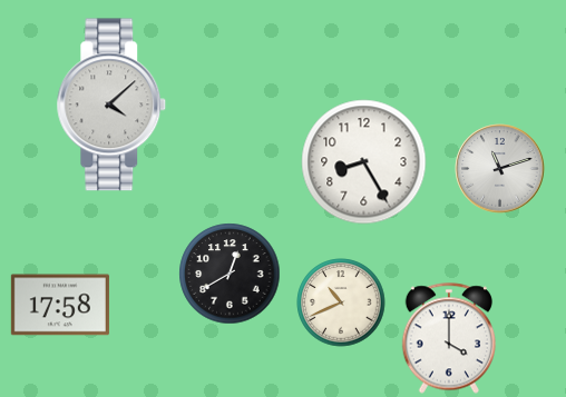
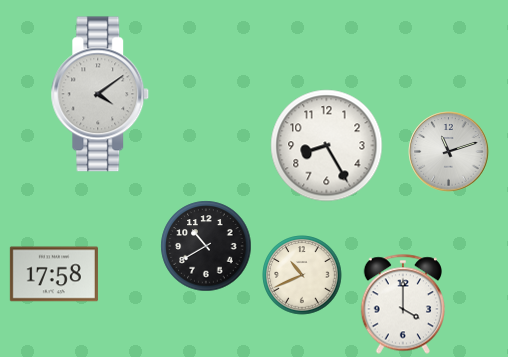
clock at (111, 105): 4:08 -> 4:09
clock at (230, 274): 12:40 -> 10:40
clock at (341, 302) position: (341, 302) -> (302, 275)
